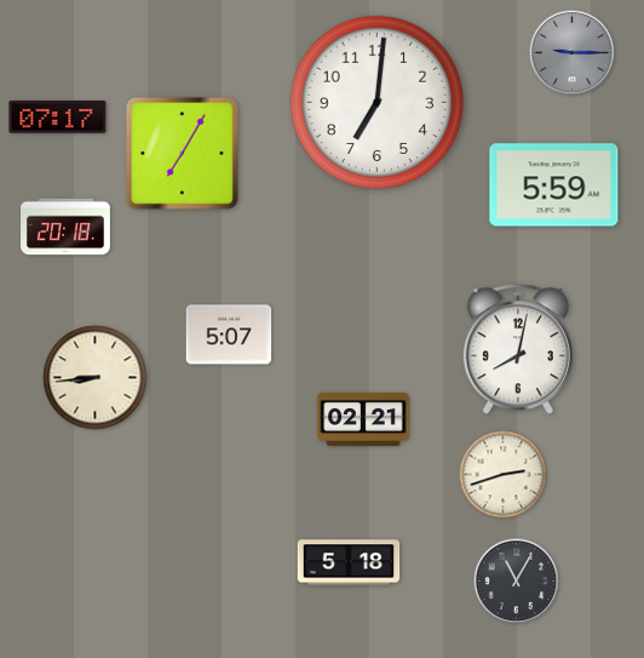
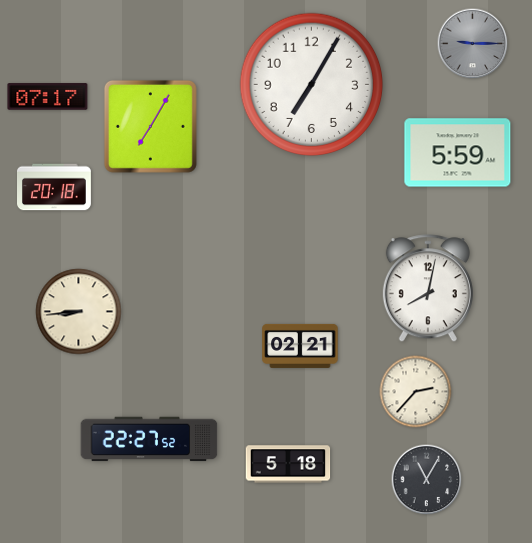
clock at (378, 103): 7:01 -> 7:05
clock at (229, 334): 5:07 -> none
clock at (504, 475): 2:42 -> 2:37
clock at (149, 439): none -> 22:27
